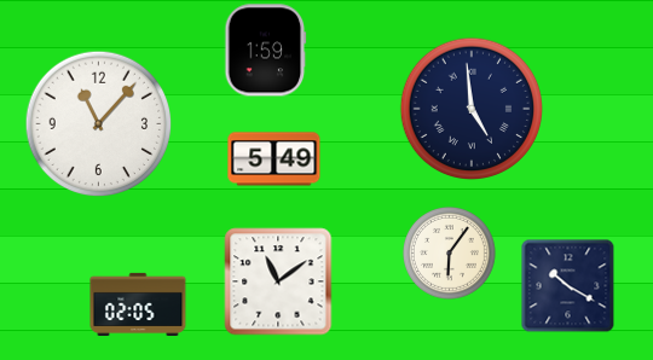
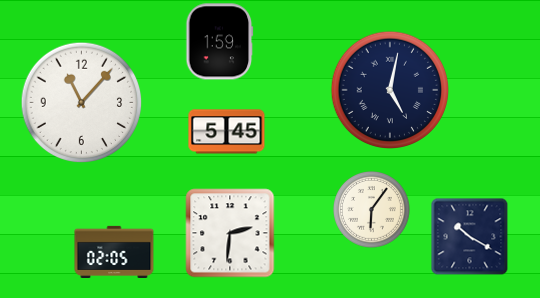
clock at (470, 108): 4:59 -> 5:02
clock at (275, 159): 5:49 -> 5:45
clock at (278, 281): 11:09 -> 2:31
